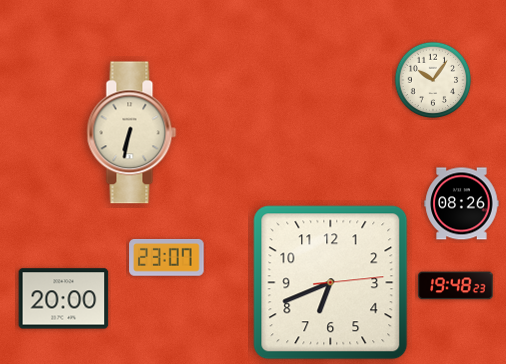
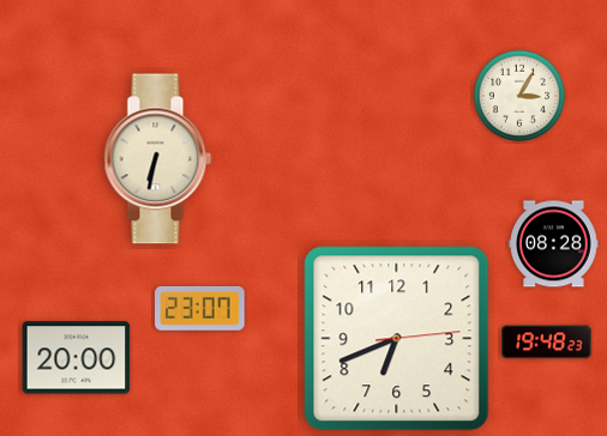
clock at (433, 80): 10:06 -> 3:05
clock at (462, 204): 08:26 -> 08:28
